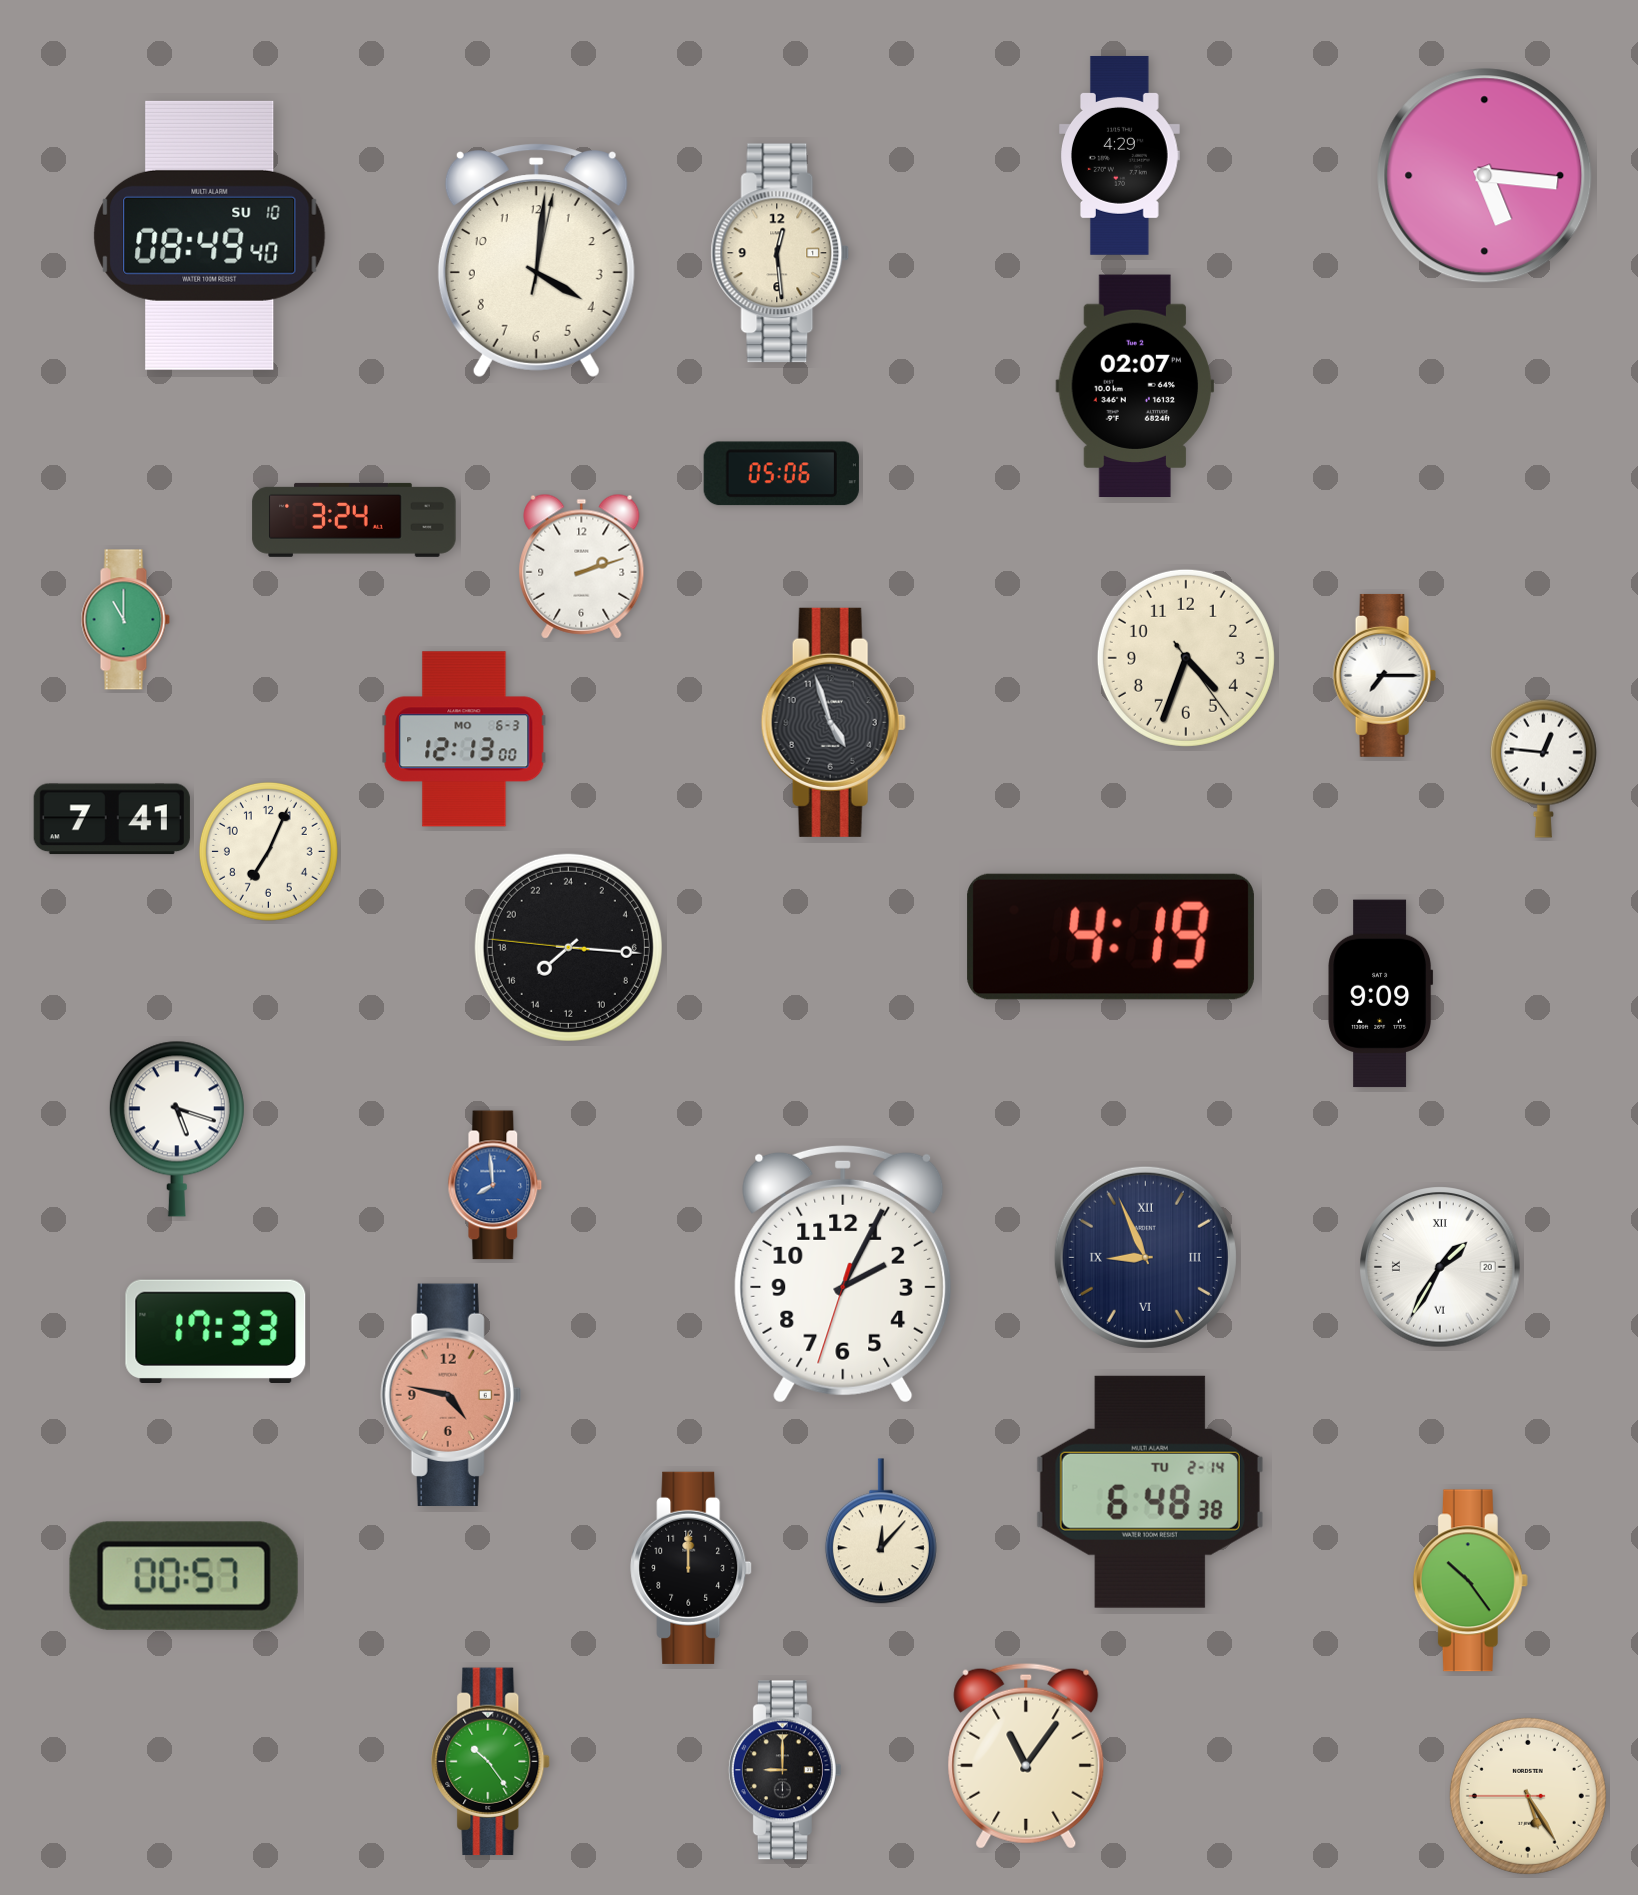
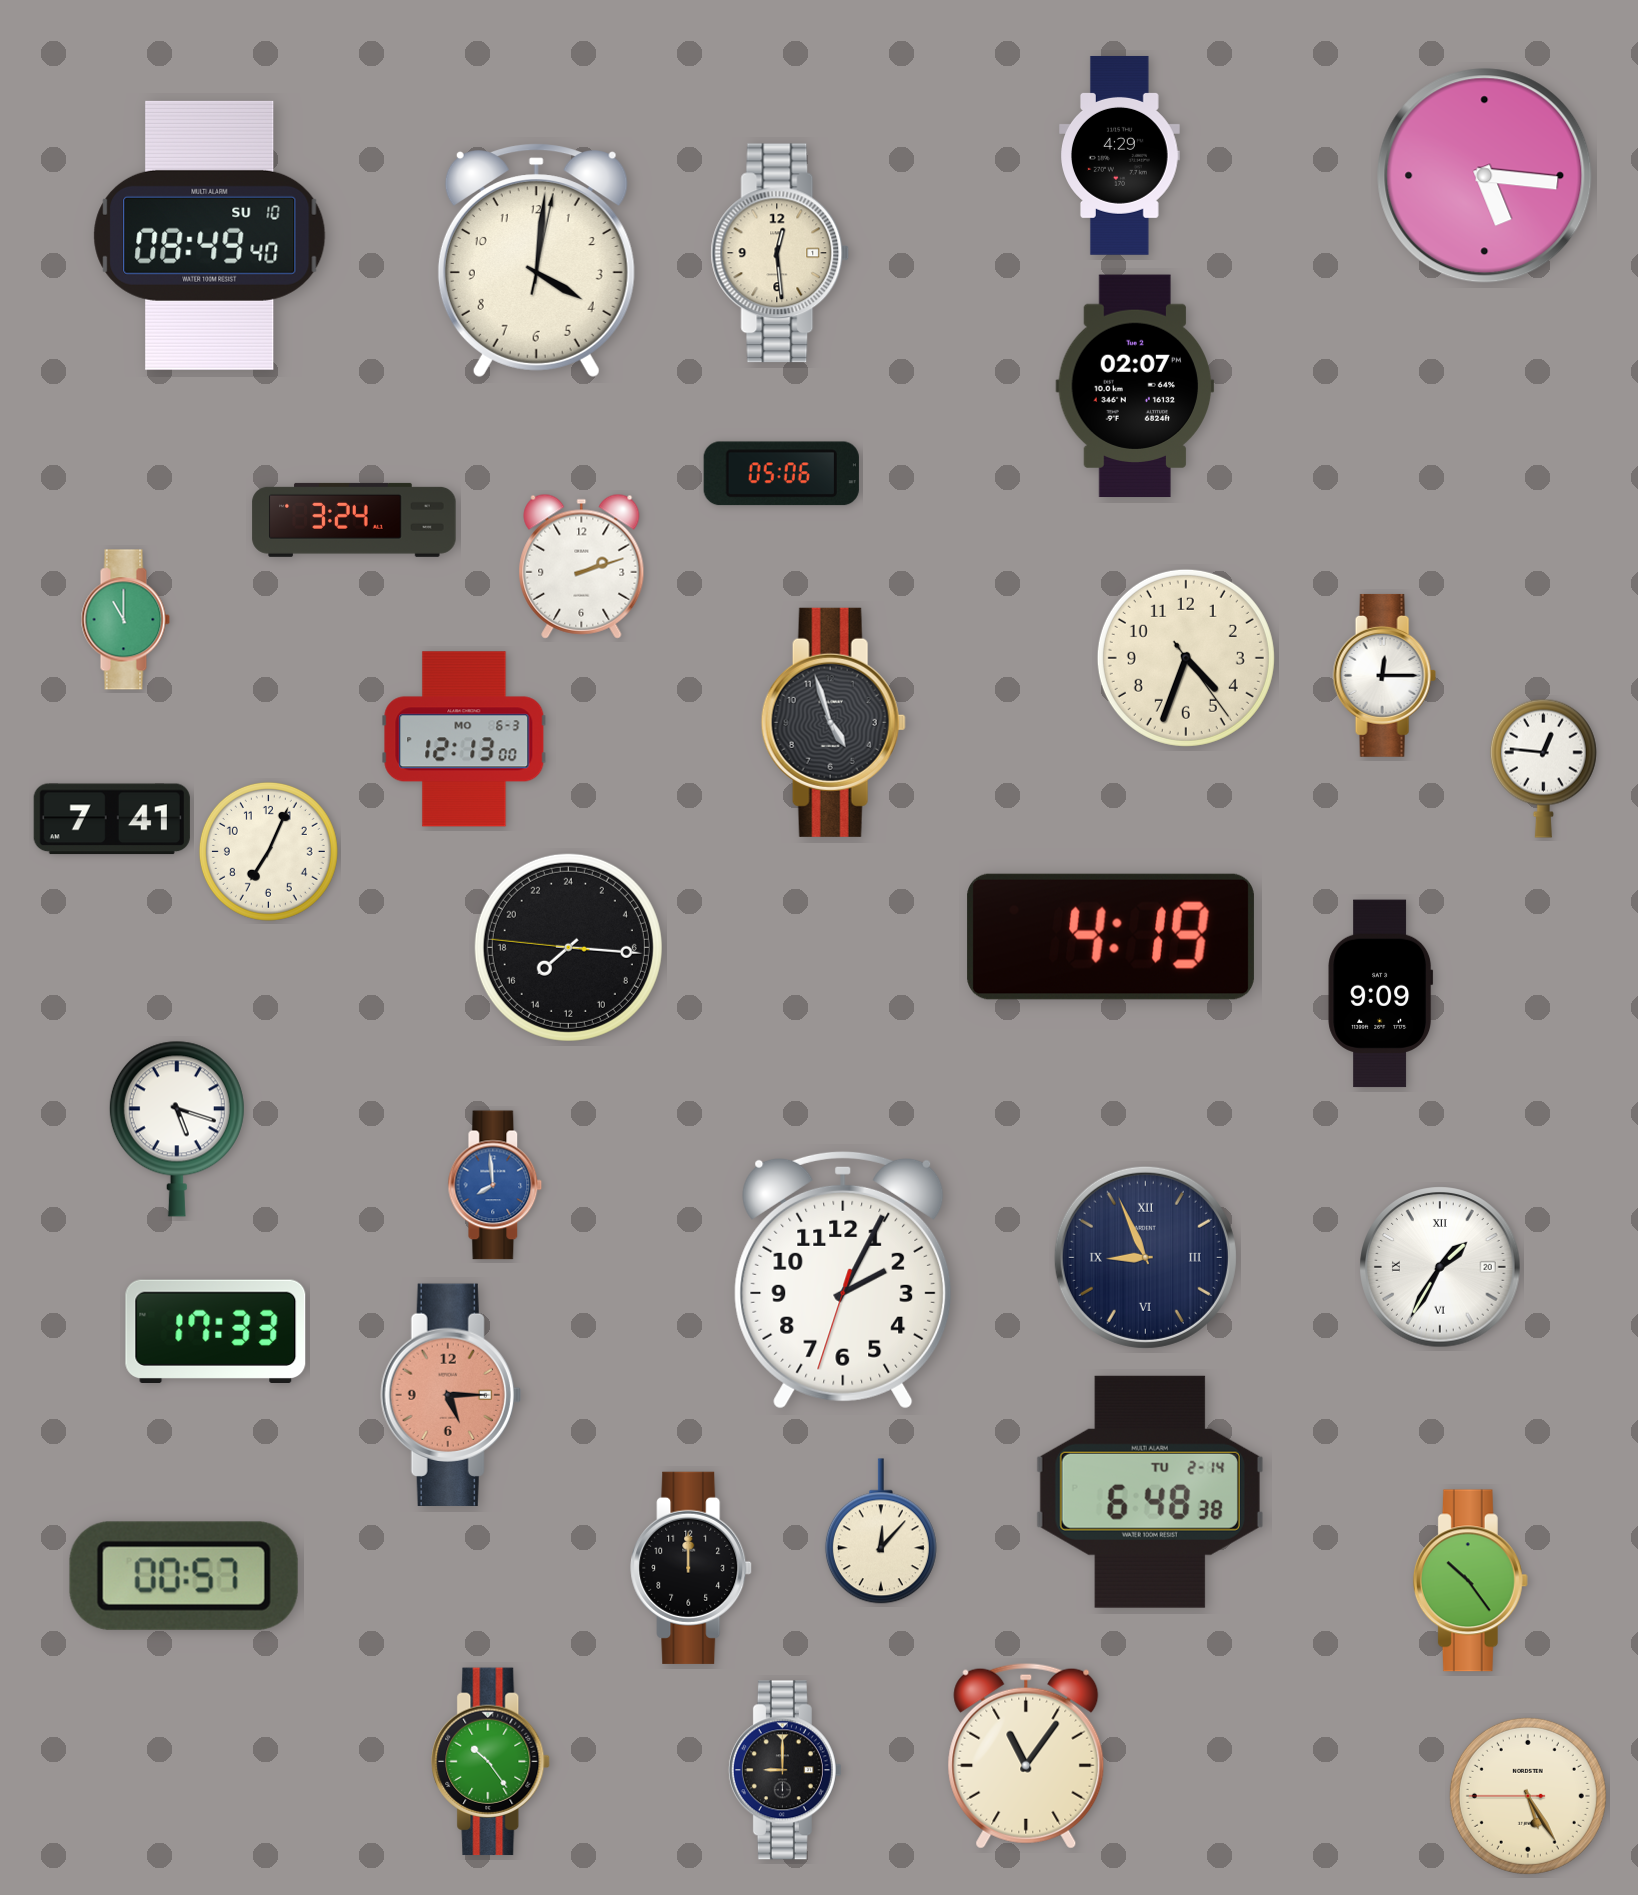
clock at (1384, 675): 7:15 -> 12:15
clock at (843, 1274) position: (843, 1274) -> (843, 1280)
clock at (451, 1394): 4:47 -> 5:15
